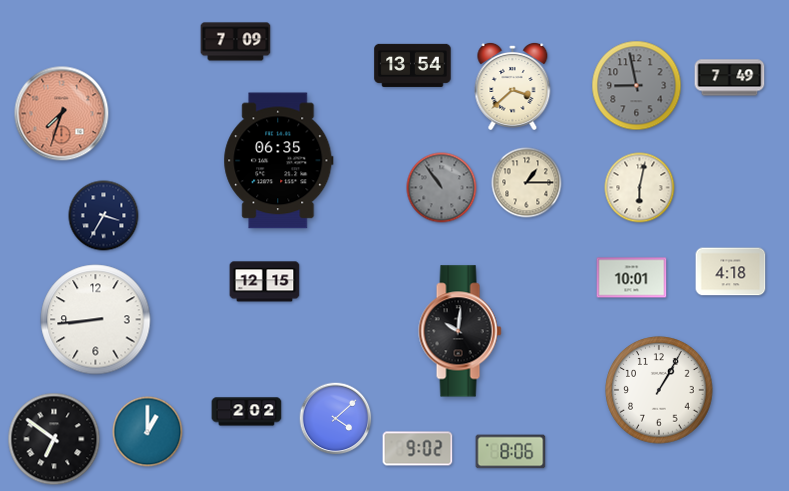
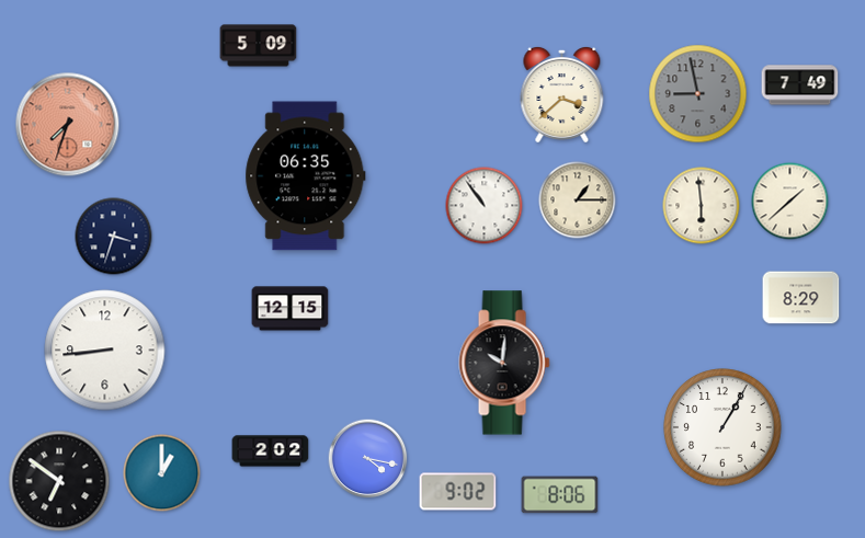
clock at (236, 42): 7:09 -> 5:09
clock at (413, 65): 13:54 -> none
clock at (790, 202): none -> 1:38
clock at (442, 188) dial: grey -> white
clock at (640, 188): 6:02 -> 5:59
clock at (104, 216): 3:35 -> 3:33
clock at (731, 272): 4:18 -> 8:29
clock at (632, 278): 10:01 -> none
clock at (336, 419): 4:08 -> 4:17
